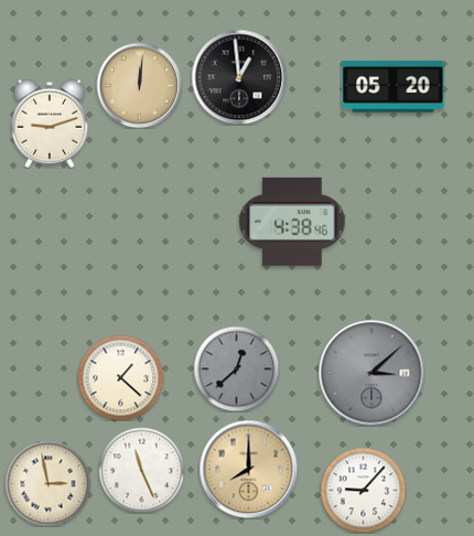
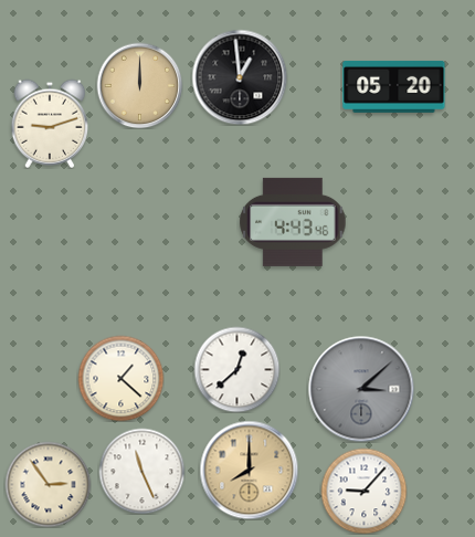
clock at (139, 85): 12:01 -> 12:00
clock at (292, 222): 4:38 -> 4:43
clock at (236, 368) dial: grey -> white
clock at (371, 373) position: (371, 373) -> (361, 389)
clock at (47, 483): 2:58 -> 2:54
